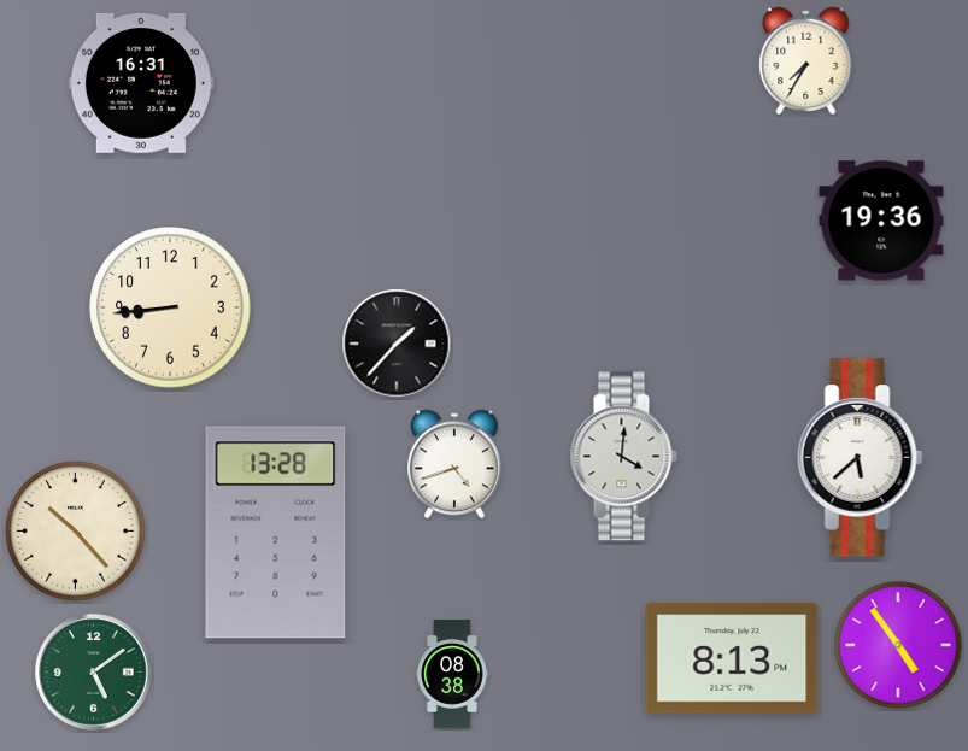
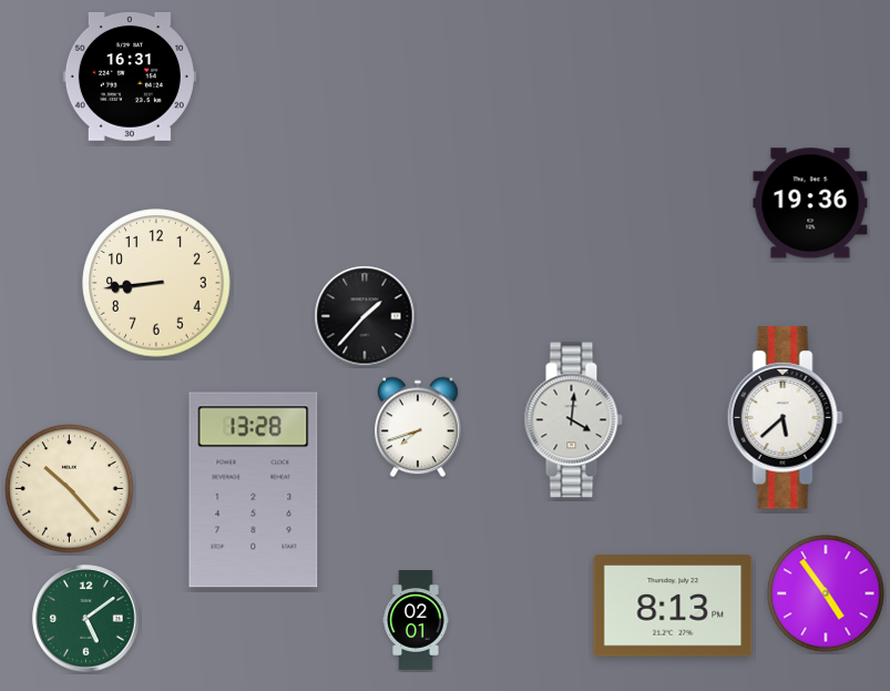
clock at (806, 61): 7:35 -> none
clock at (860, 458) position: (860, 458) -> (785, 418)
clock at (456, 464): 4:42 -> 7:42
clock at (452, 674): 08:38 -> 02:01
